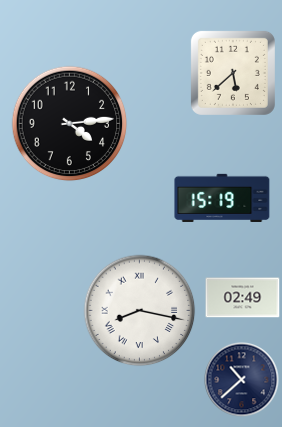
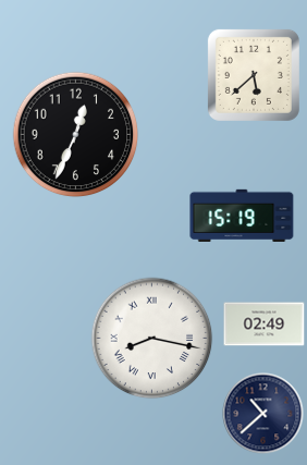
clock at (233, 73) position: (233, 73) -> (254, 75)
clock at (70, 124): 4:14 -> 12:34
